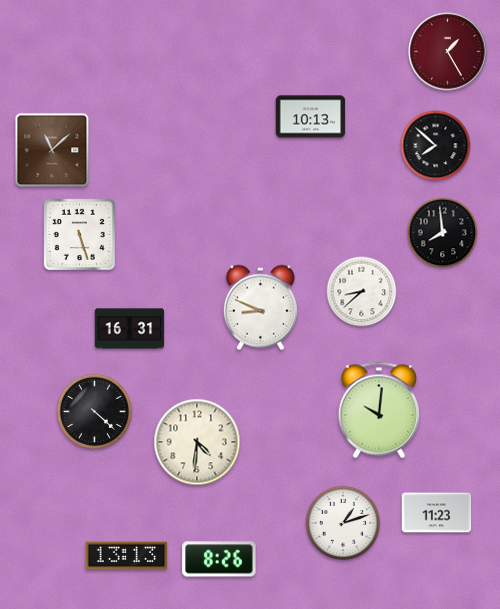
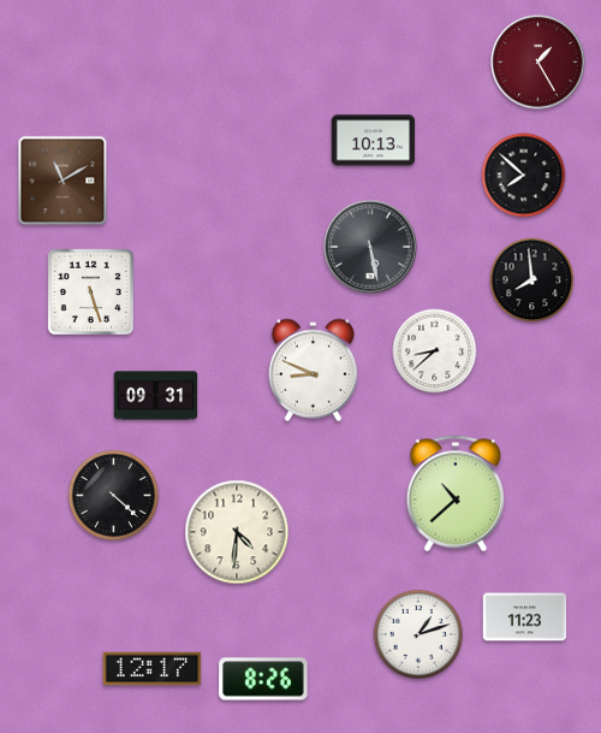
clock at (52, 150): 11:08 -> 11:10
clock at (370, 247): none -> 5:28
clock at (79, 234) position: (79, 234) -> (90, 291)
clock at (130, 329): 16:31 -> 09:31
clock at (379, 410): 10:01 -> 10:38
clock at (342, 522) position: (342, 522) -> (417, 633)
clock at (127, 556): 13:13 -> 12:17
clock at (219, 559) position: (219, 559) -> (263, 679)
